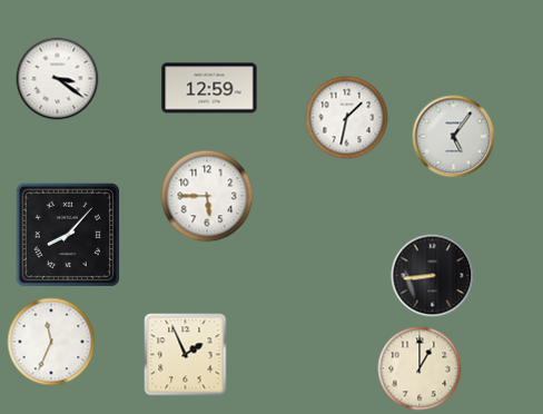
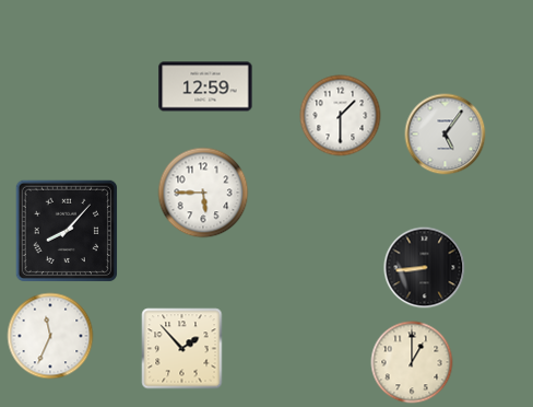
clock at (58, 79): 3:21 -> none
clock at (347, 118): 1:32 -> 1:30
clock at (433, 276) position: (433, 276) -> (425, 268)
clock at (186, 355): 1:56 -> 1:53
